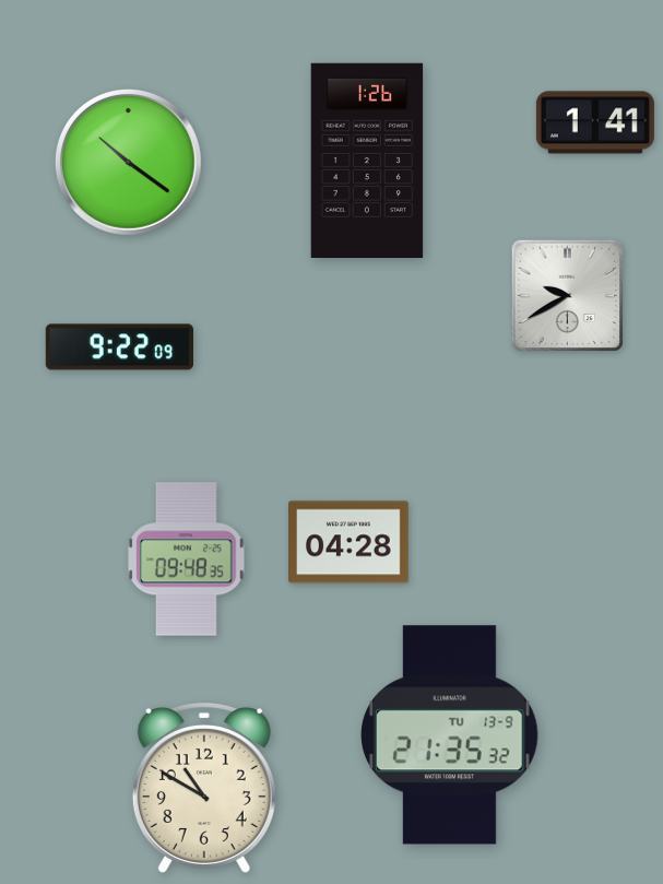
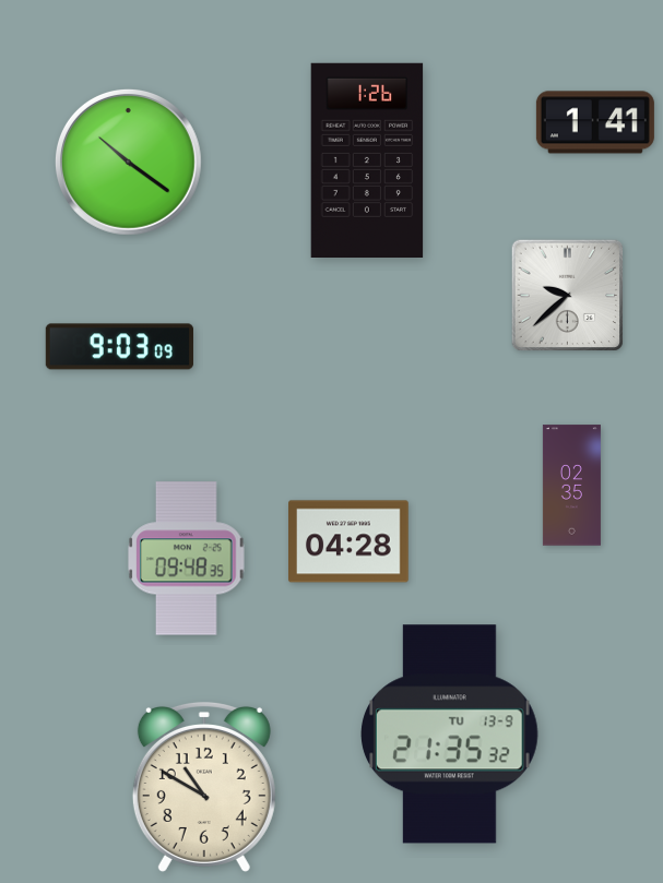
clock at (568, 296): 9:40 -> 9:38
clock at (119, 347): 9:22 -> 9:03
clock at (571, 486): none -> 02:35
